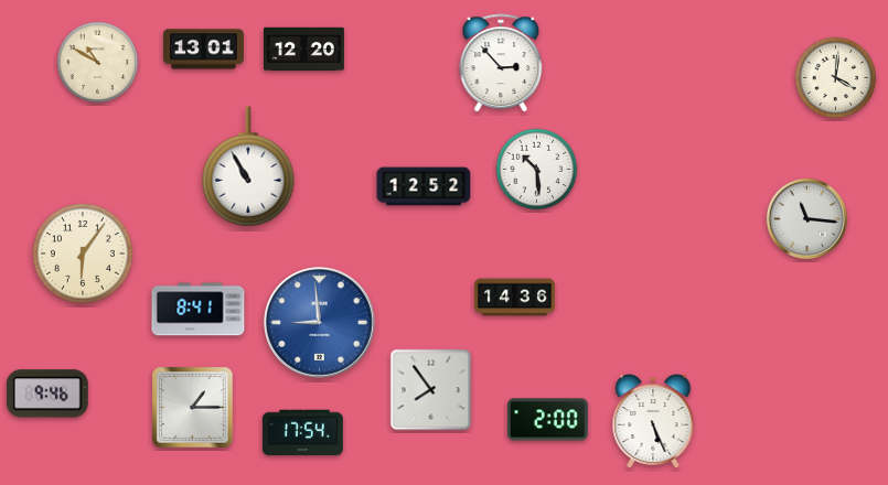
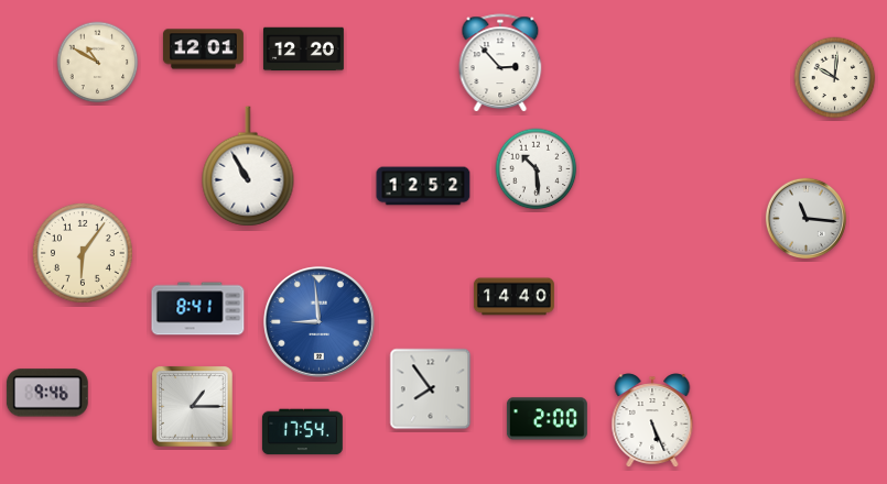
clock at (203, 50): 13:01 -> 12:01
clock at (836, 78): 4:01 -> 10:01
clock at (514, 298): 14:36 -> 14:40
